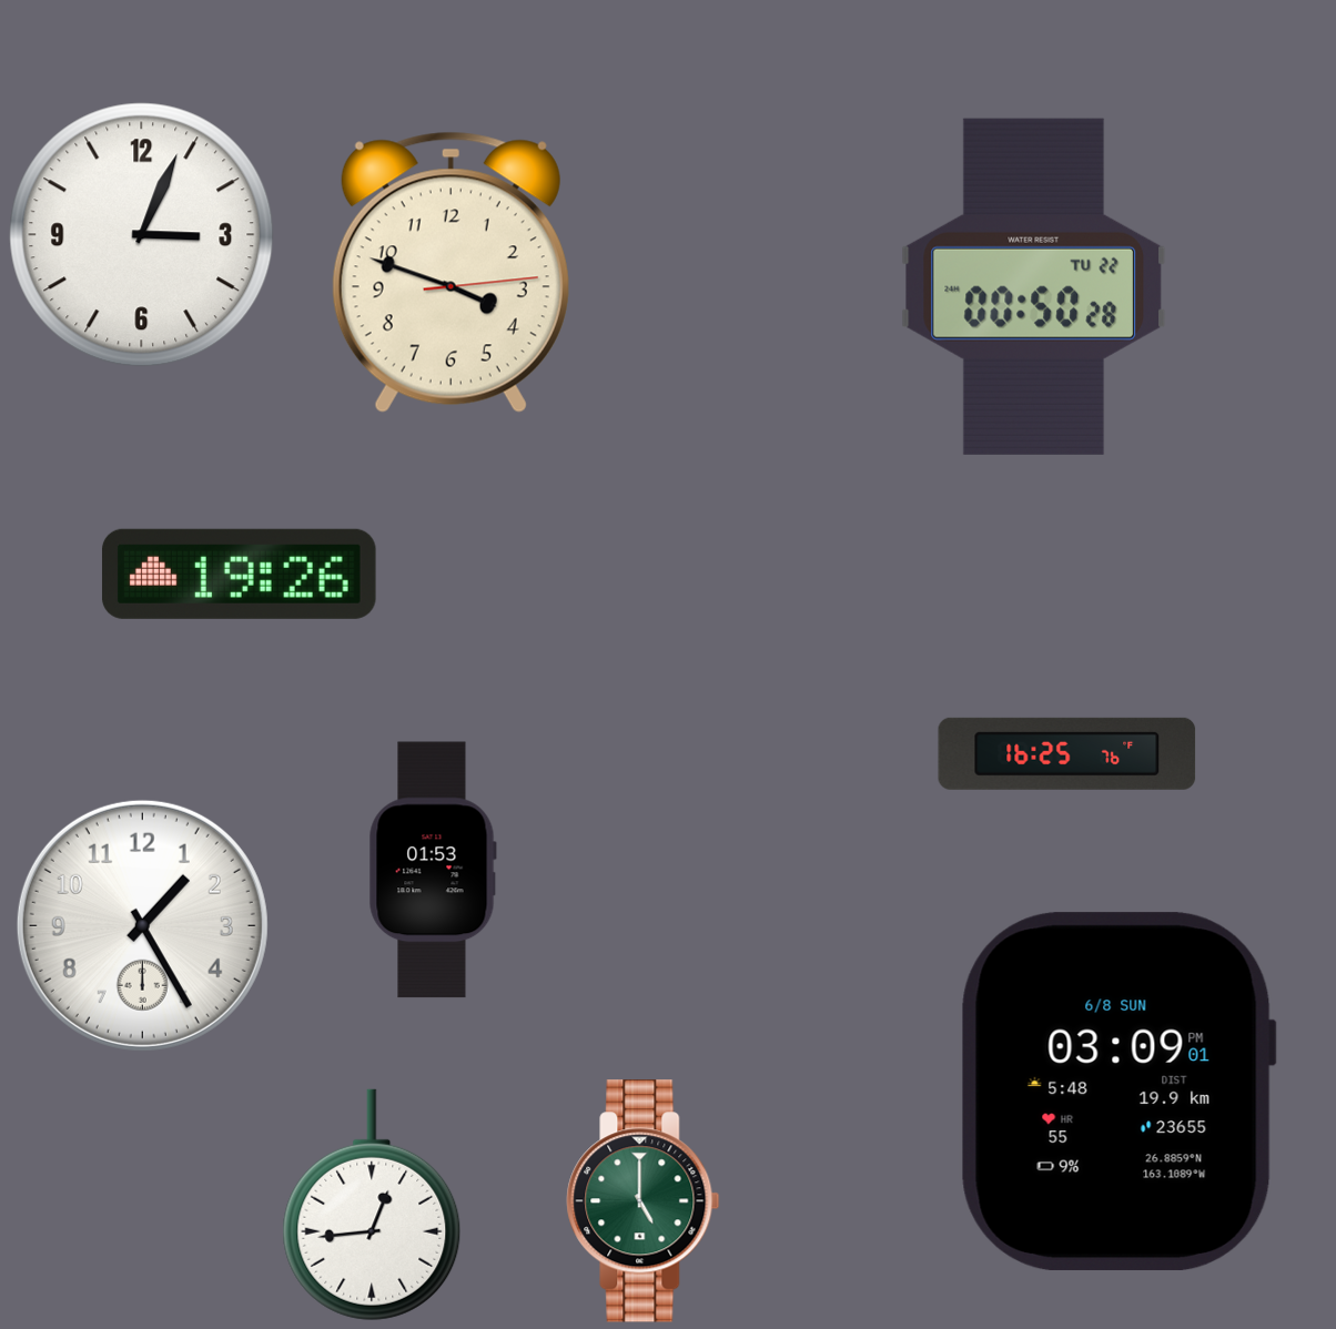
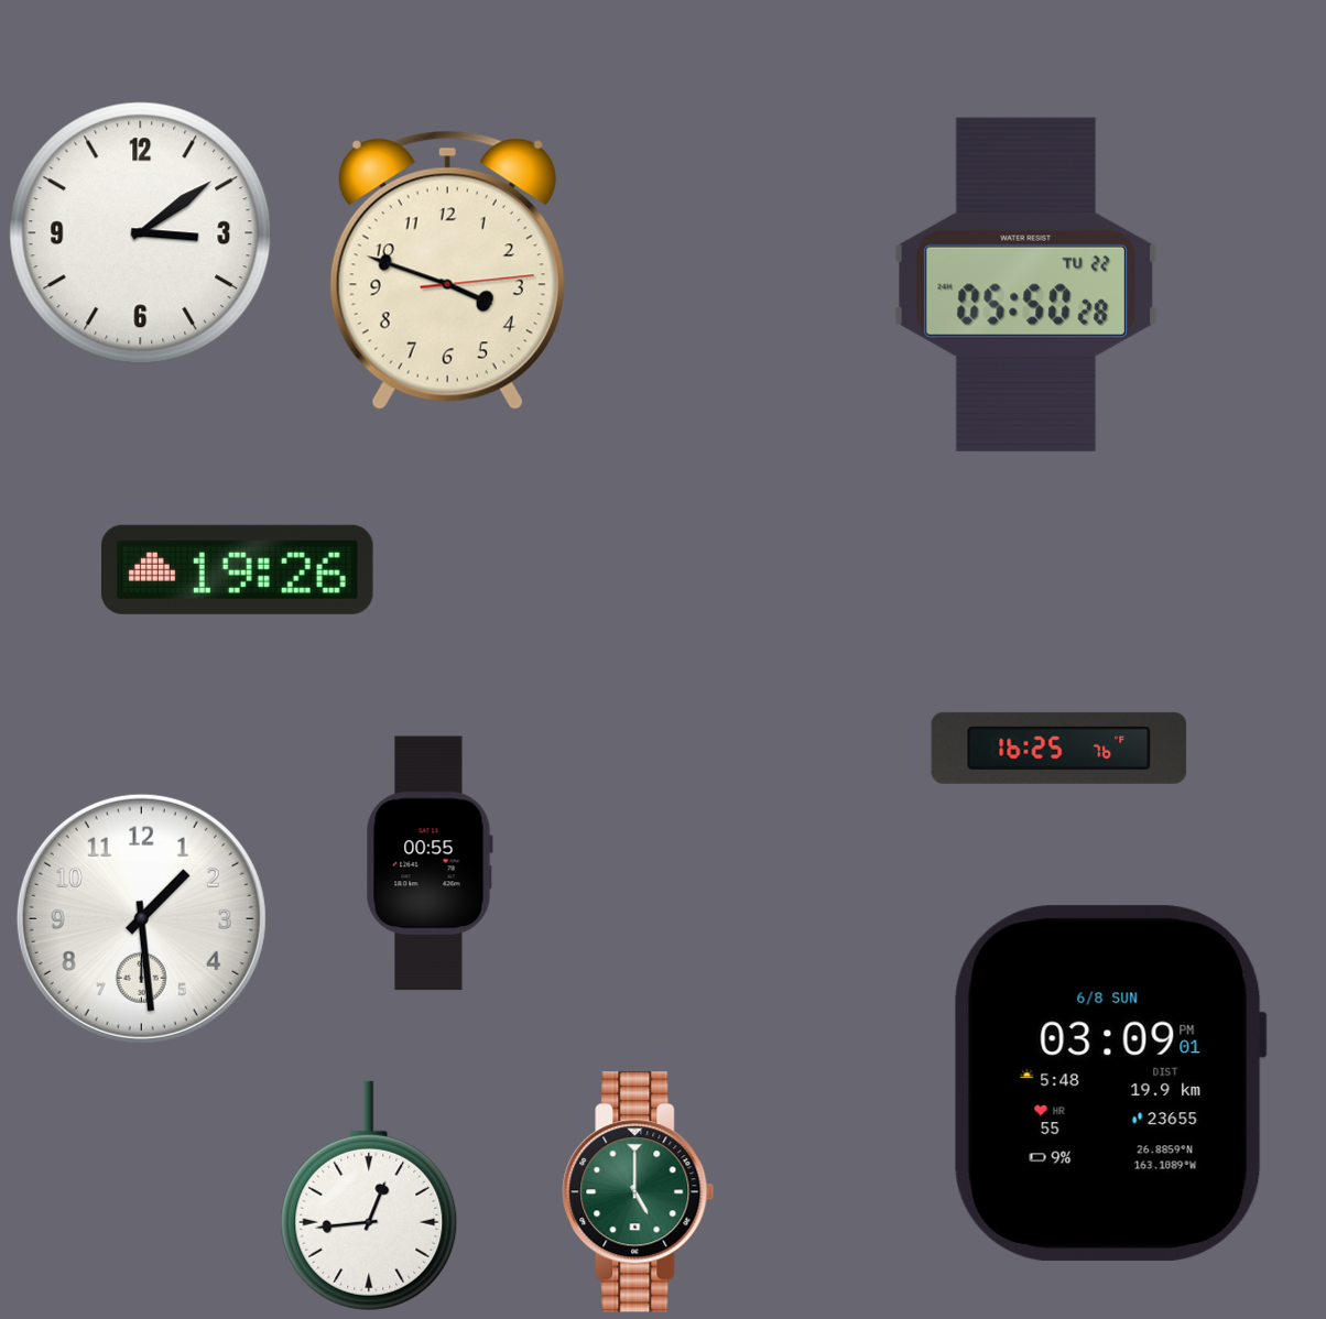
clock at (142, 235): 3:04 -> 3:09
clock at (1033, 286): 00:50 -> 05:50
clock at (433, 870): 01:53 -> 00:55
clock at (142, 925): 1:25 -> 1:29
